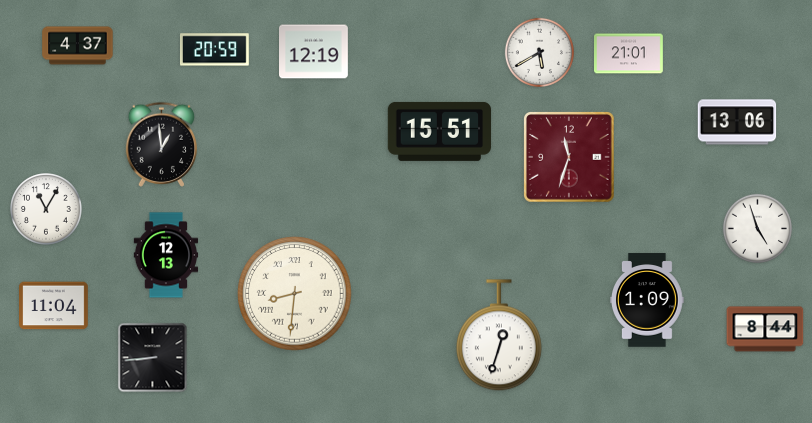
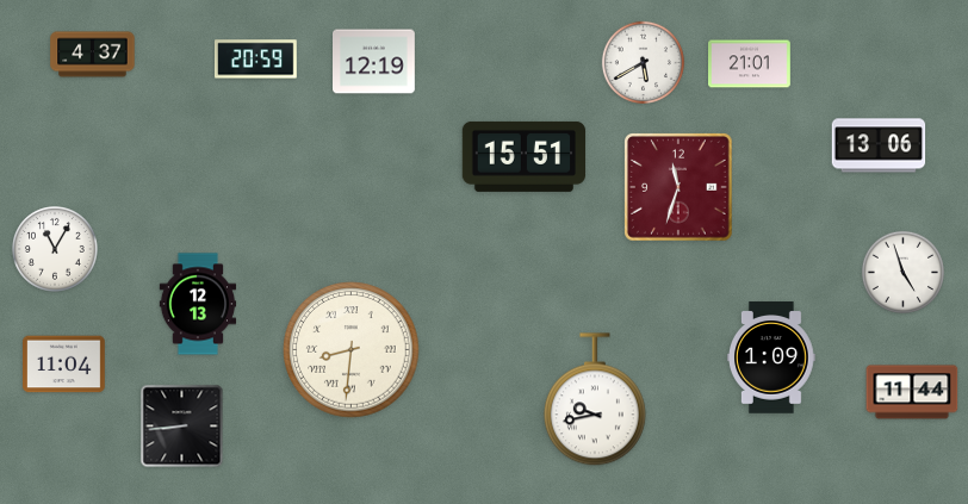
clock at (162, 144): 12:59 -> none
clock at (765, 329): 8:44 -> 11:44
clock at (499, 336): 12:33 -> 9:43
